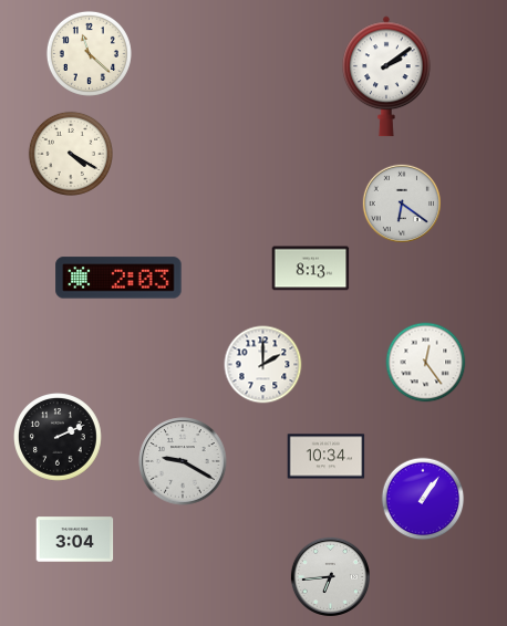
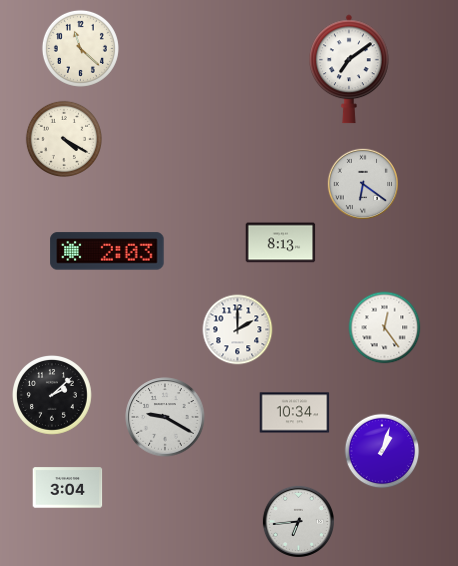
clock at (387, 76): 2:09 -> 7:09
clock at (59, 438): 2:11 -> 2:08
clock at (423, 499): 1:06 -> 1:03
